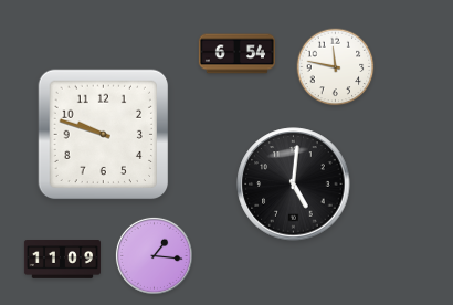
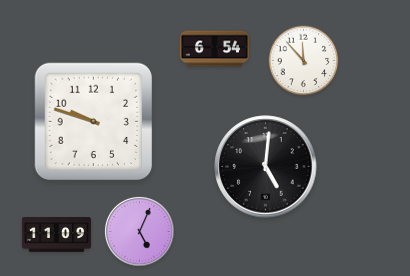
clock at (336, 67): 11:47 -> 11:53
clock at (154, 255): 1:16 -> 5:04
